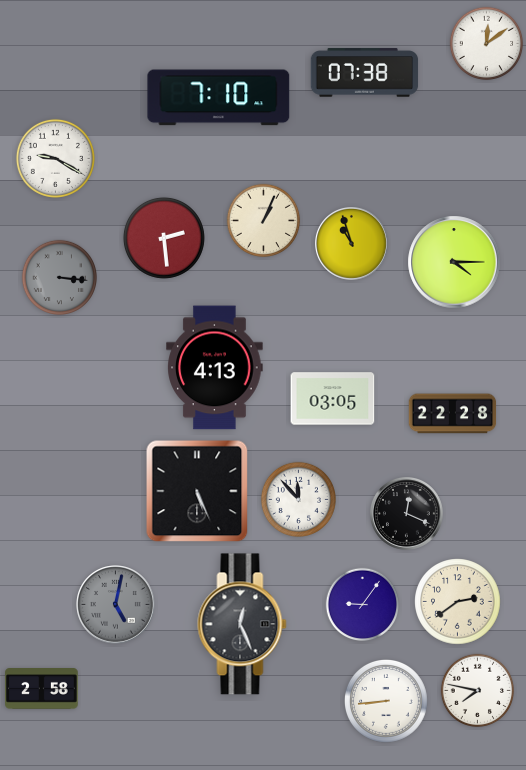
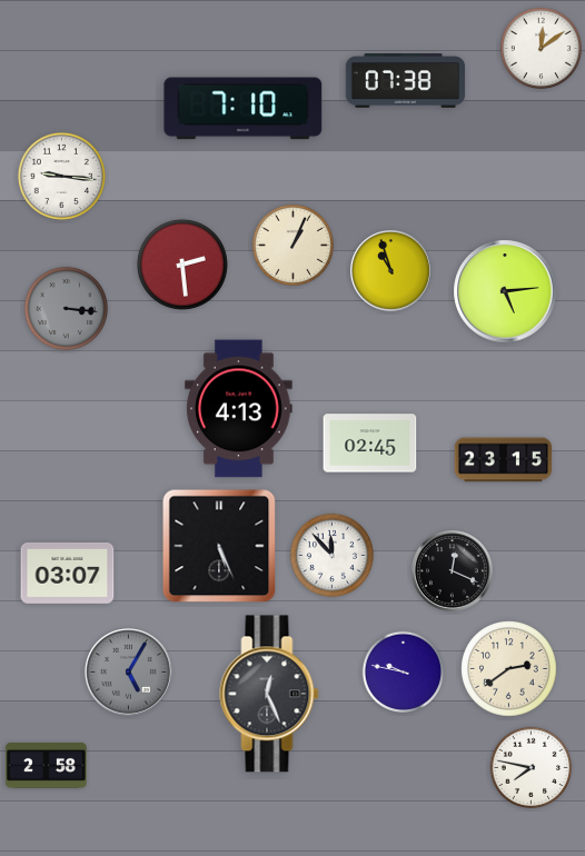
clock at (55, 158): 9:20 -> 9:16
clock at (454, 262): 4:15 -> 5:14
clock at (333, 399): 03:05 -> 02:45
clock at (453, 414): 22:28 -> 23:15
clock at (68, 573): none -> 03:07
clock at (116, 605): 5:02 -> 5:05
clock at (363, 605): 9:06 -> 9:47
clock at (387, 702): 8:44 -> none
